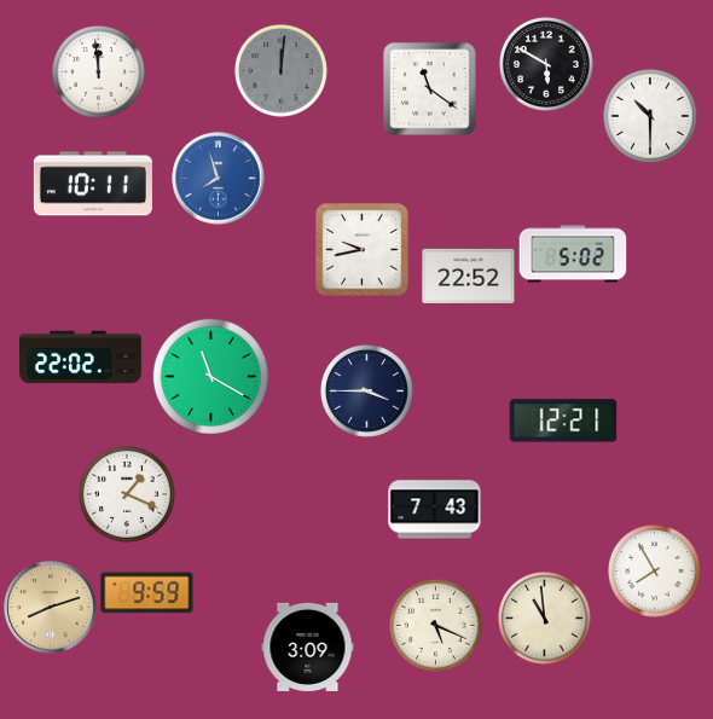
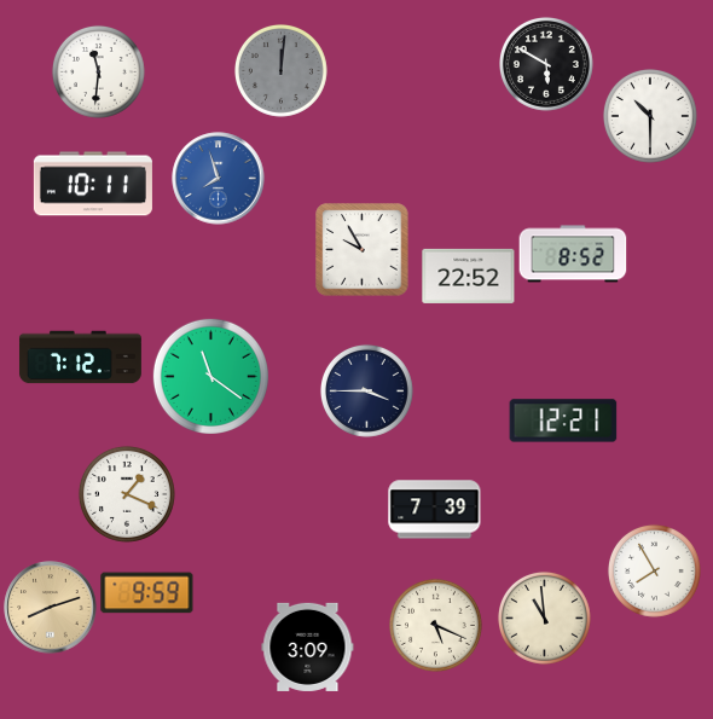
clock at (98, 71): 11:59 -> 11:31
clock at (430, 89): 11:21 -> none
clock at (363, 250): 9:43 -> 9:55
clock at (573, 254): 5:02 -> 8:52
clock at (80, 358): 22:02 -> 7:12
clock at (210, 376): 11:20 -> 11:21
clock at (435, 510): 7:43 -> 7:39
